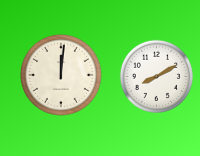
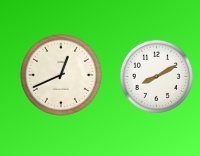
clock at (62, 76): 12:01 -> 12:41
